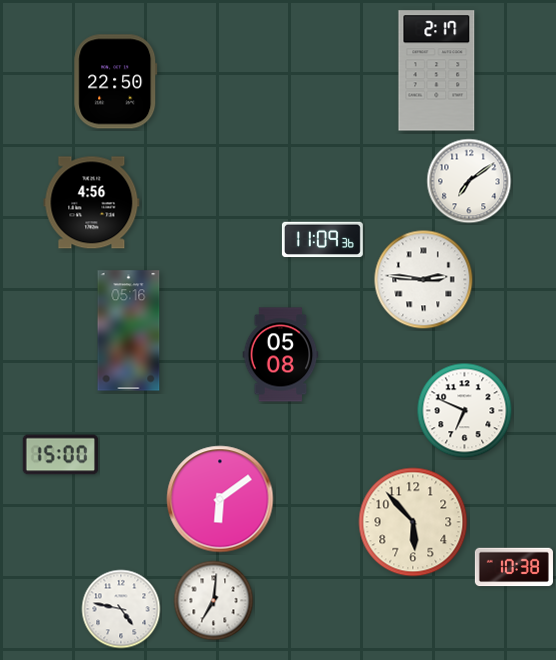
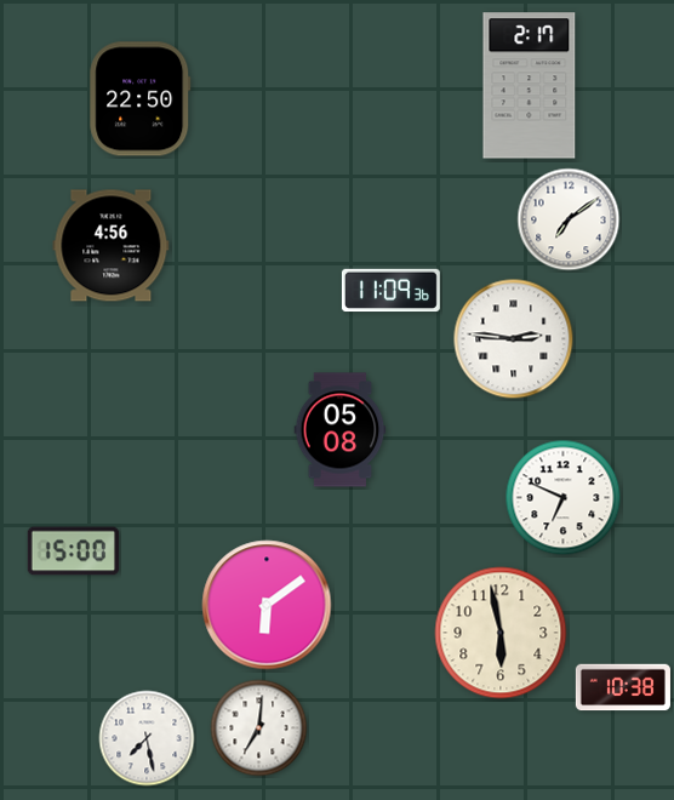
clock at (129, 331): 05:16 -> none
clock at (413, 522): 5:53 -> 5:58
clock at (121, 609): 4:47 -> 7:28
